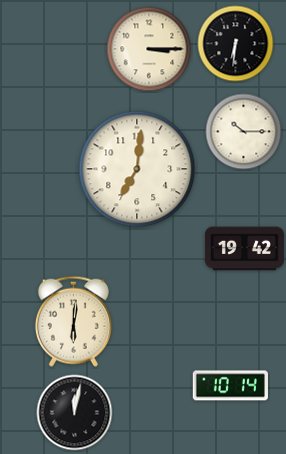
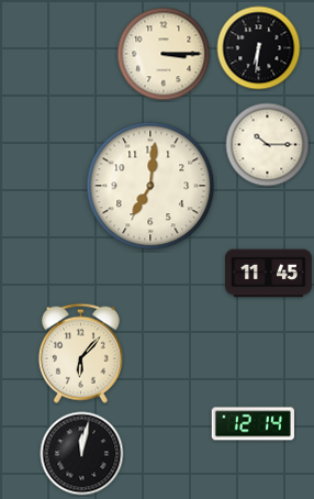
clock at (244, 249): 19:42 -> 11:45
clock at (73, 321): 6:01 -> 6:07
clock at (230, 386): 10:14 -> 12:14
